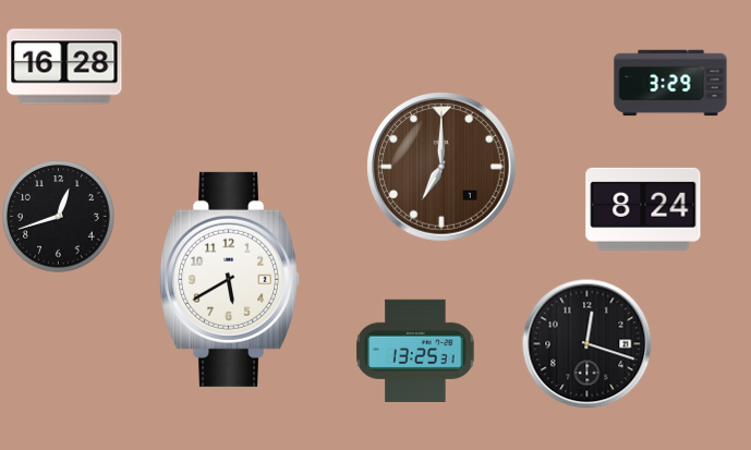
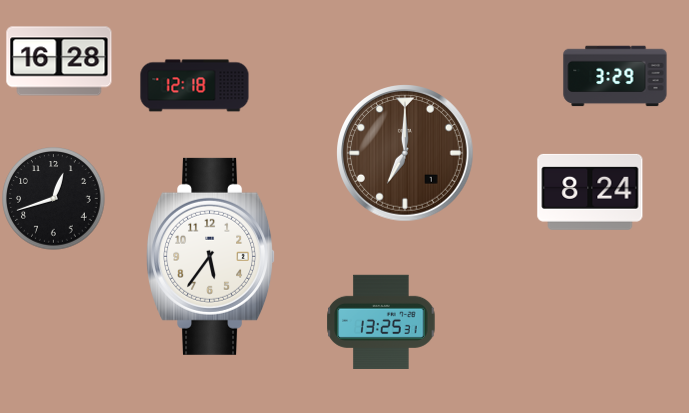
clock at (195, 86): none -> 12:18
clock at (230, 279): 5:40 -> 5:36
clock at (588, 344): 12:18 -> none
